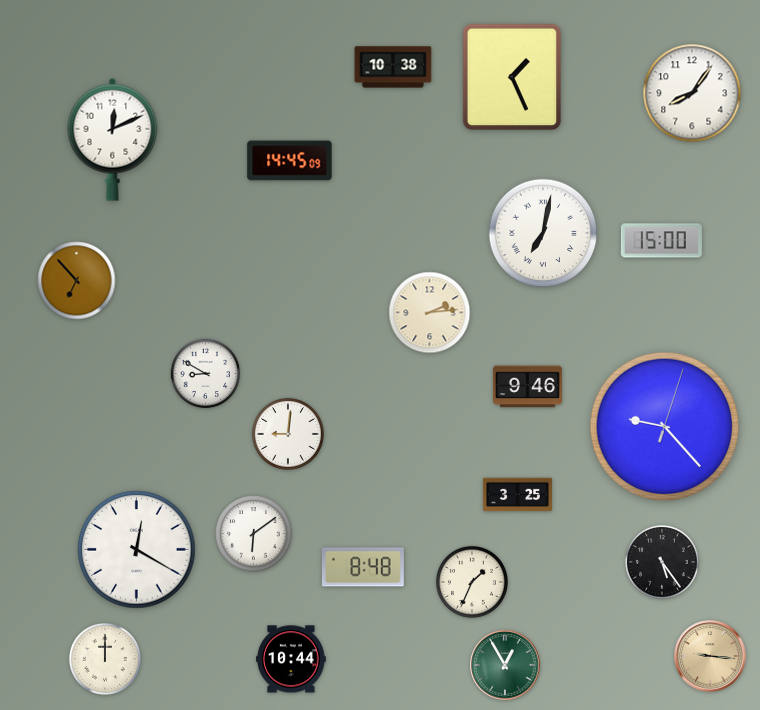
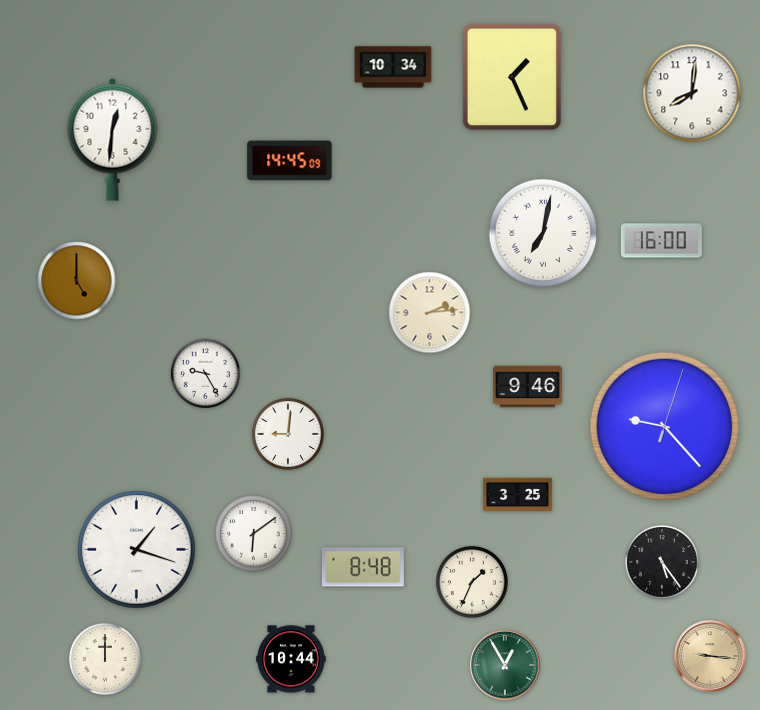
clock at (393, 67): 10:38 -> 10:34
clock at (692, 93): 8:06 -> 8:01
clock at (113, 139): 12:11 -> 12:31
clock at (661, 241): 15:00 -> 16:00
clock at (77, 281): 6:53 -> 5:00
clock at (206, 374): 8:50 -> 9:25
clock at (137, 550): 12:20 -> 1:18
